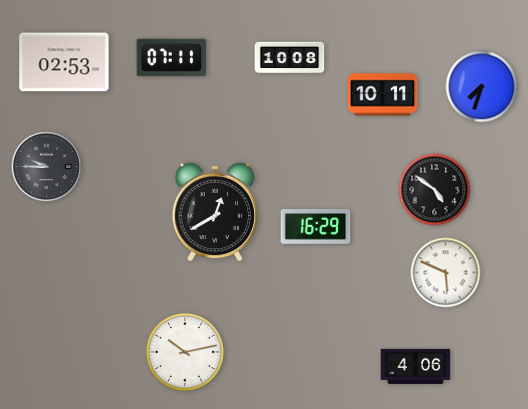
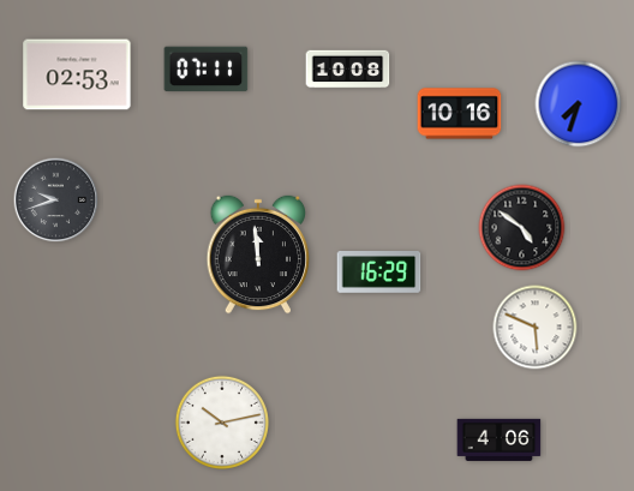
clock at (383, 95): 10:11 -> 10:16
clock at (47, 167): 9:45 -> 9:42
clock at (215, 212): 12:40 -> 11:59
